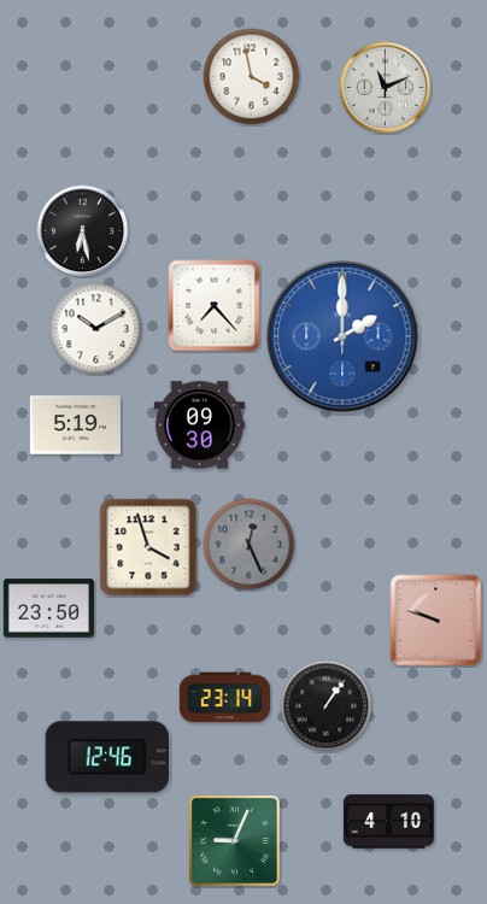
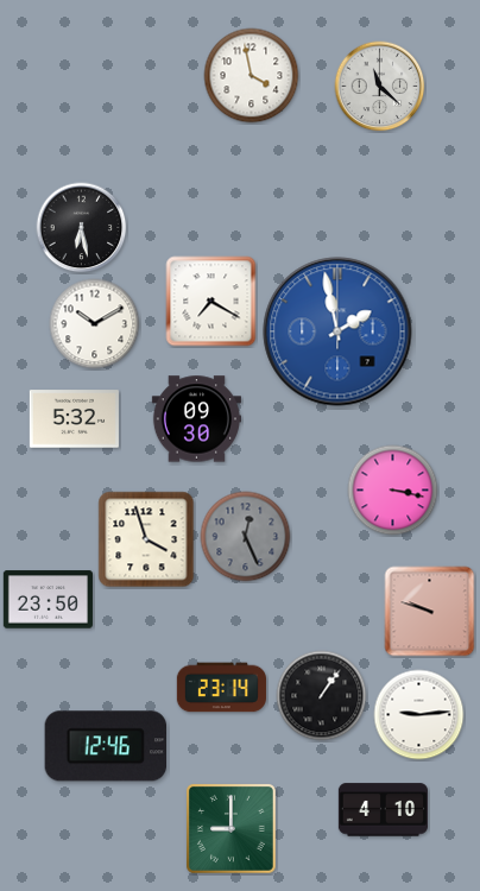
clock at (252, 77) position: (252, 77) -> (252, 76)
clock at (386, 88): 11:11 -> 11:22
clock at (215, 306): 7:23 -> 7:20
clock at (342, 336): 2:00 -> 1:58
clock at (75, 425): 5:19 -> 5:32
clock at (393, 491): none -> 3:17
clock at (419, 715): none -> 9:14
clock at (234, 840): 9:04 -> 9:00
